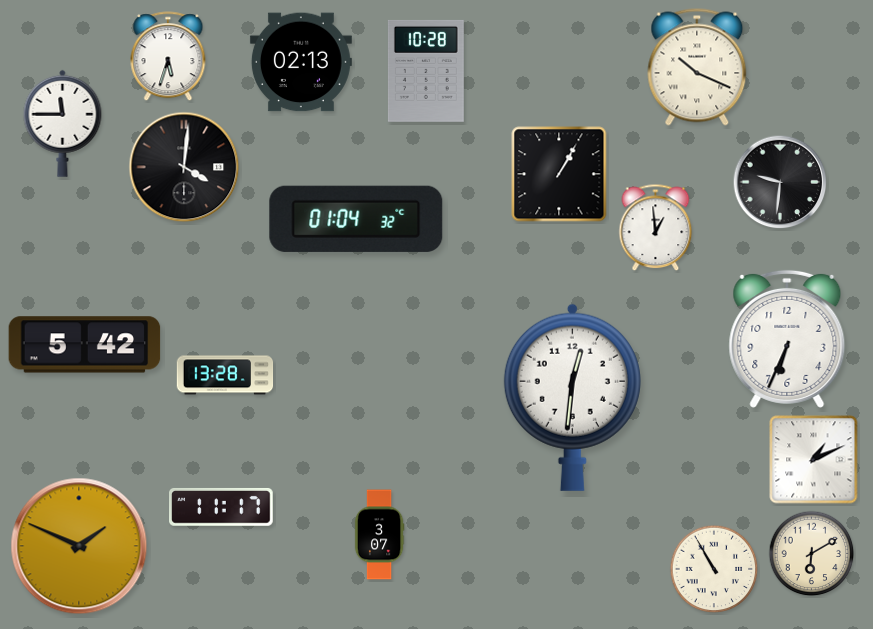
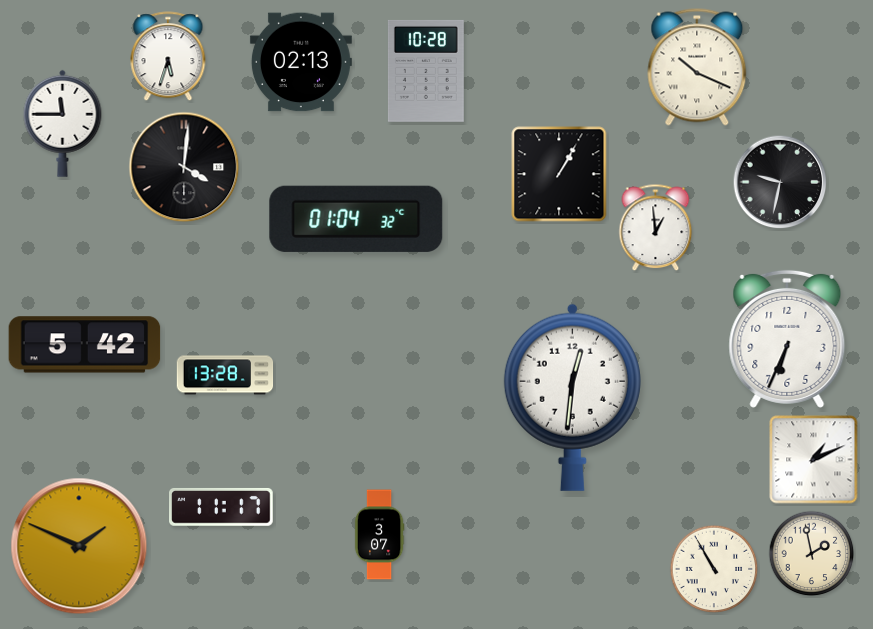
clock at (780, 182): 9:31 -> 9:32
clock at (812, 554): 6:10 -> 1:58
